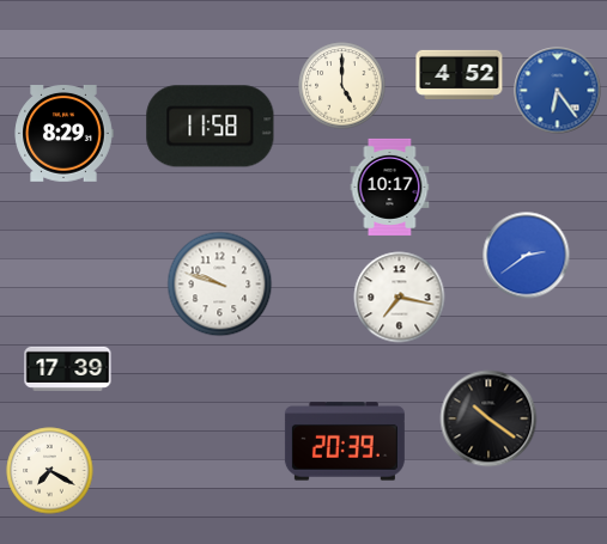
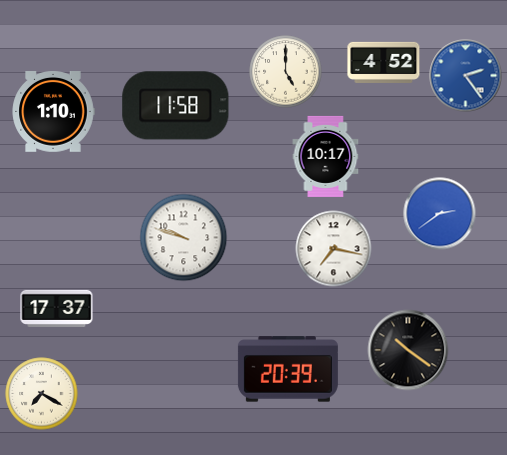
clock at (558, 91): 6:24 -> 2:24
clock at (63, 134): 8:29 -> 1:10
clock at (68, 368): 17:39 -> 17:37
